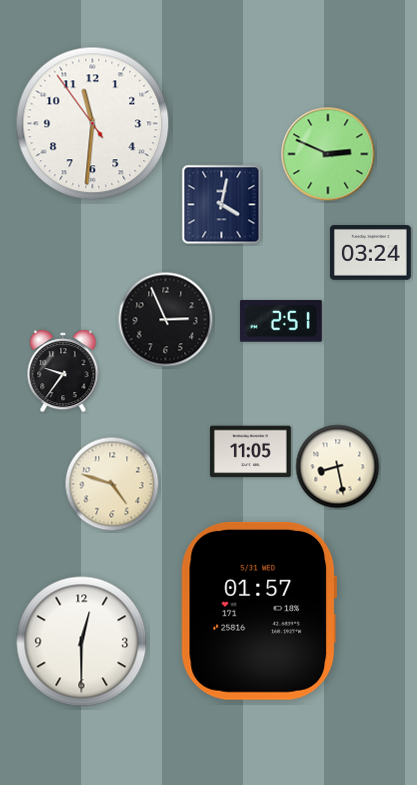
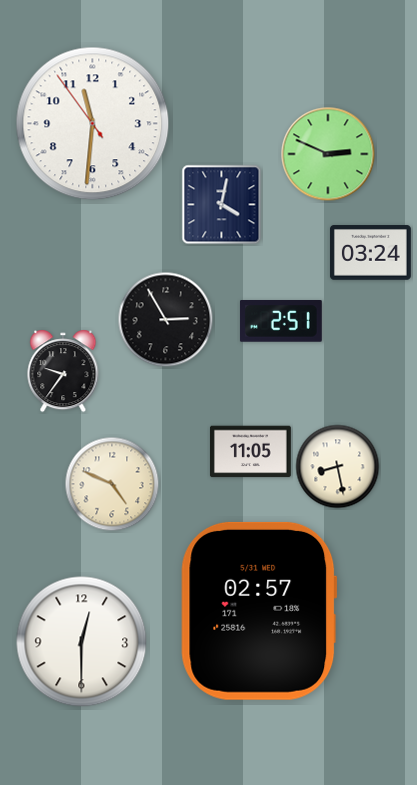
clock at (166, 320): 2:56 -> 2:55
clock at (112, 484): 4:48 -> 4:49
clock at (259, 611): 01:57 -> 02:57
